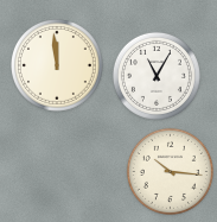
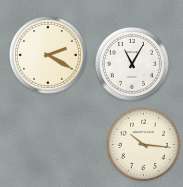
clock at (58, 66): 11:59 -> 2:20
